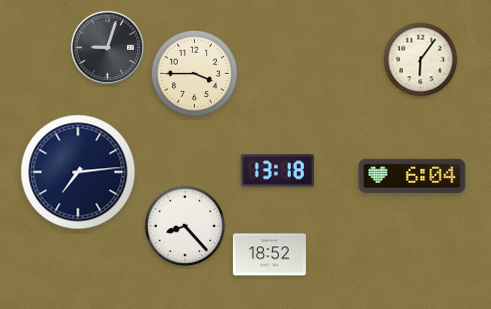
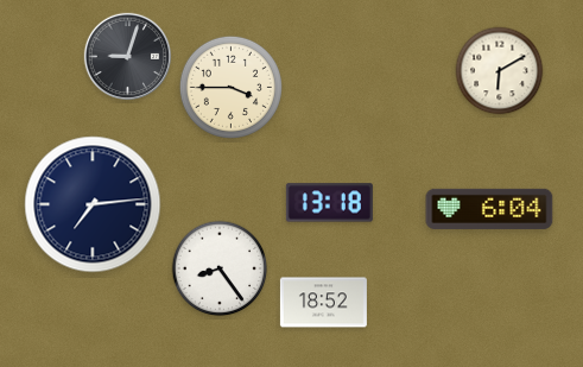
clock at (421, 60): 6:06 -> 6:10
clock at (185, 226): 8:23 -> 8:24
clock at (269, 255) position: (269, 255) -> (323, 303)
